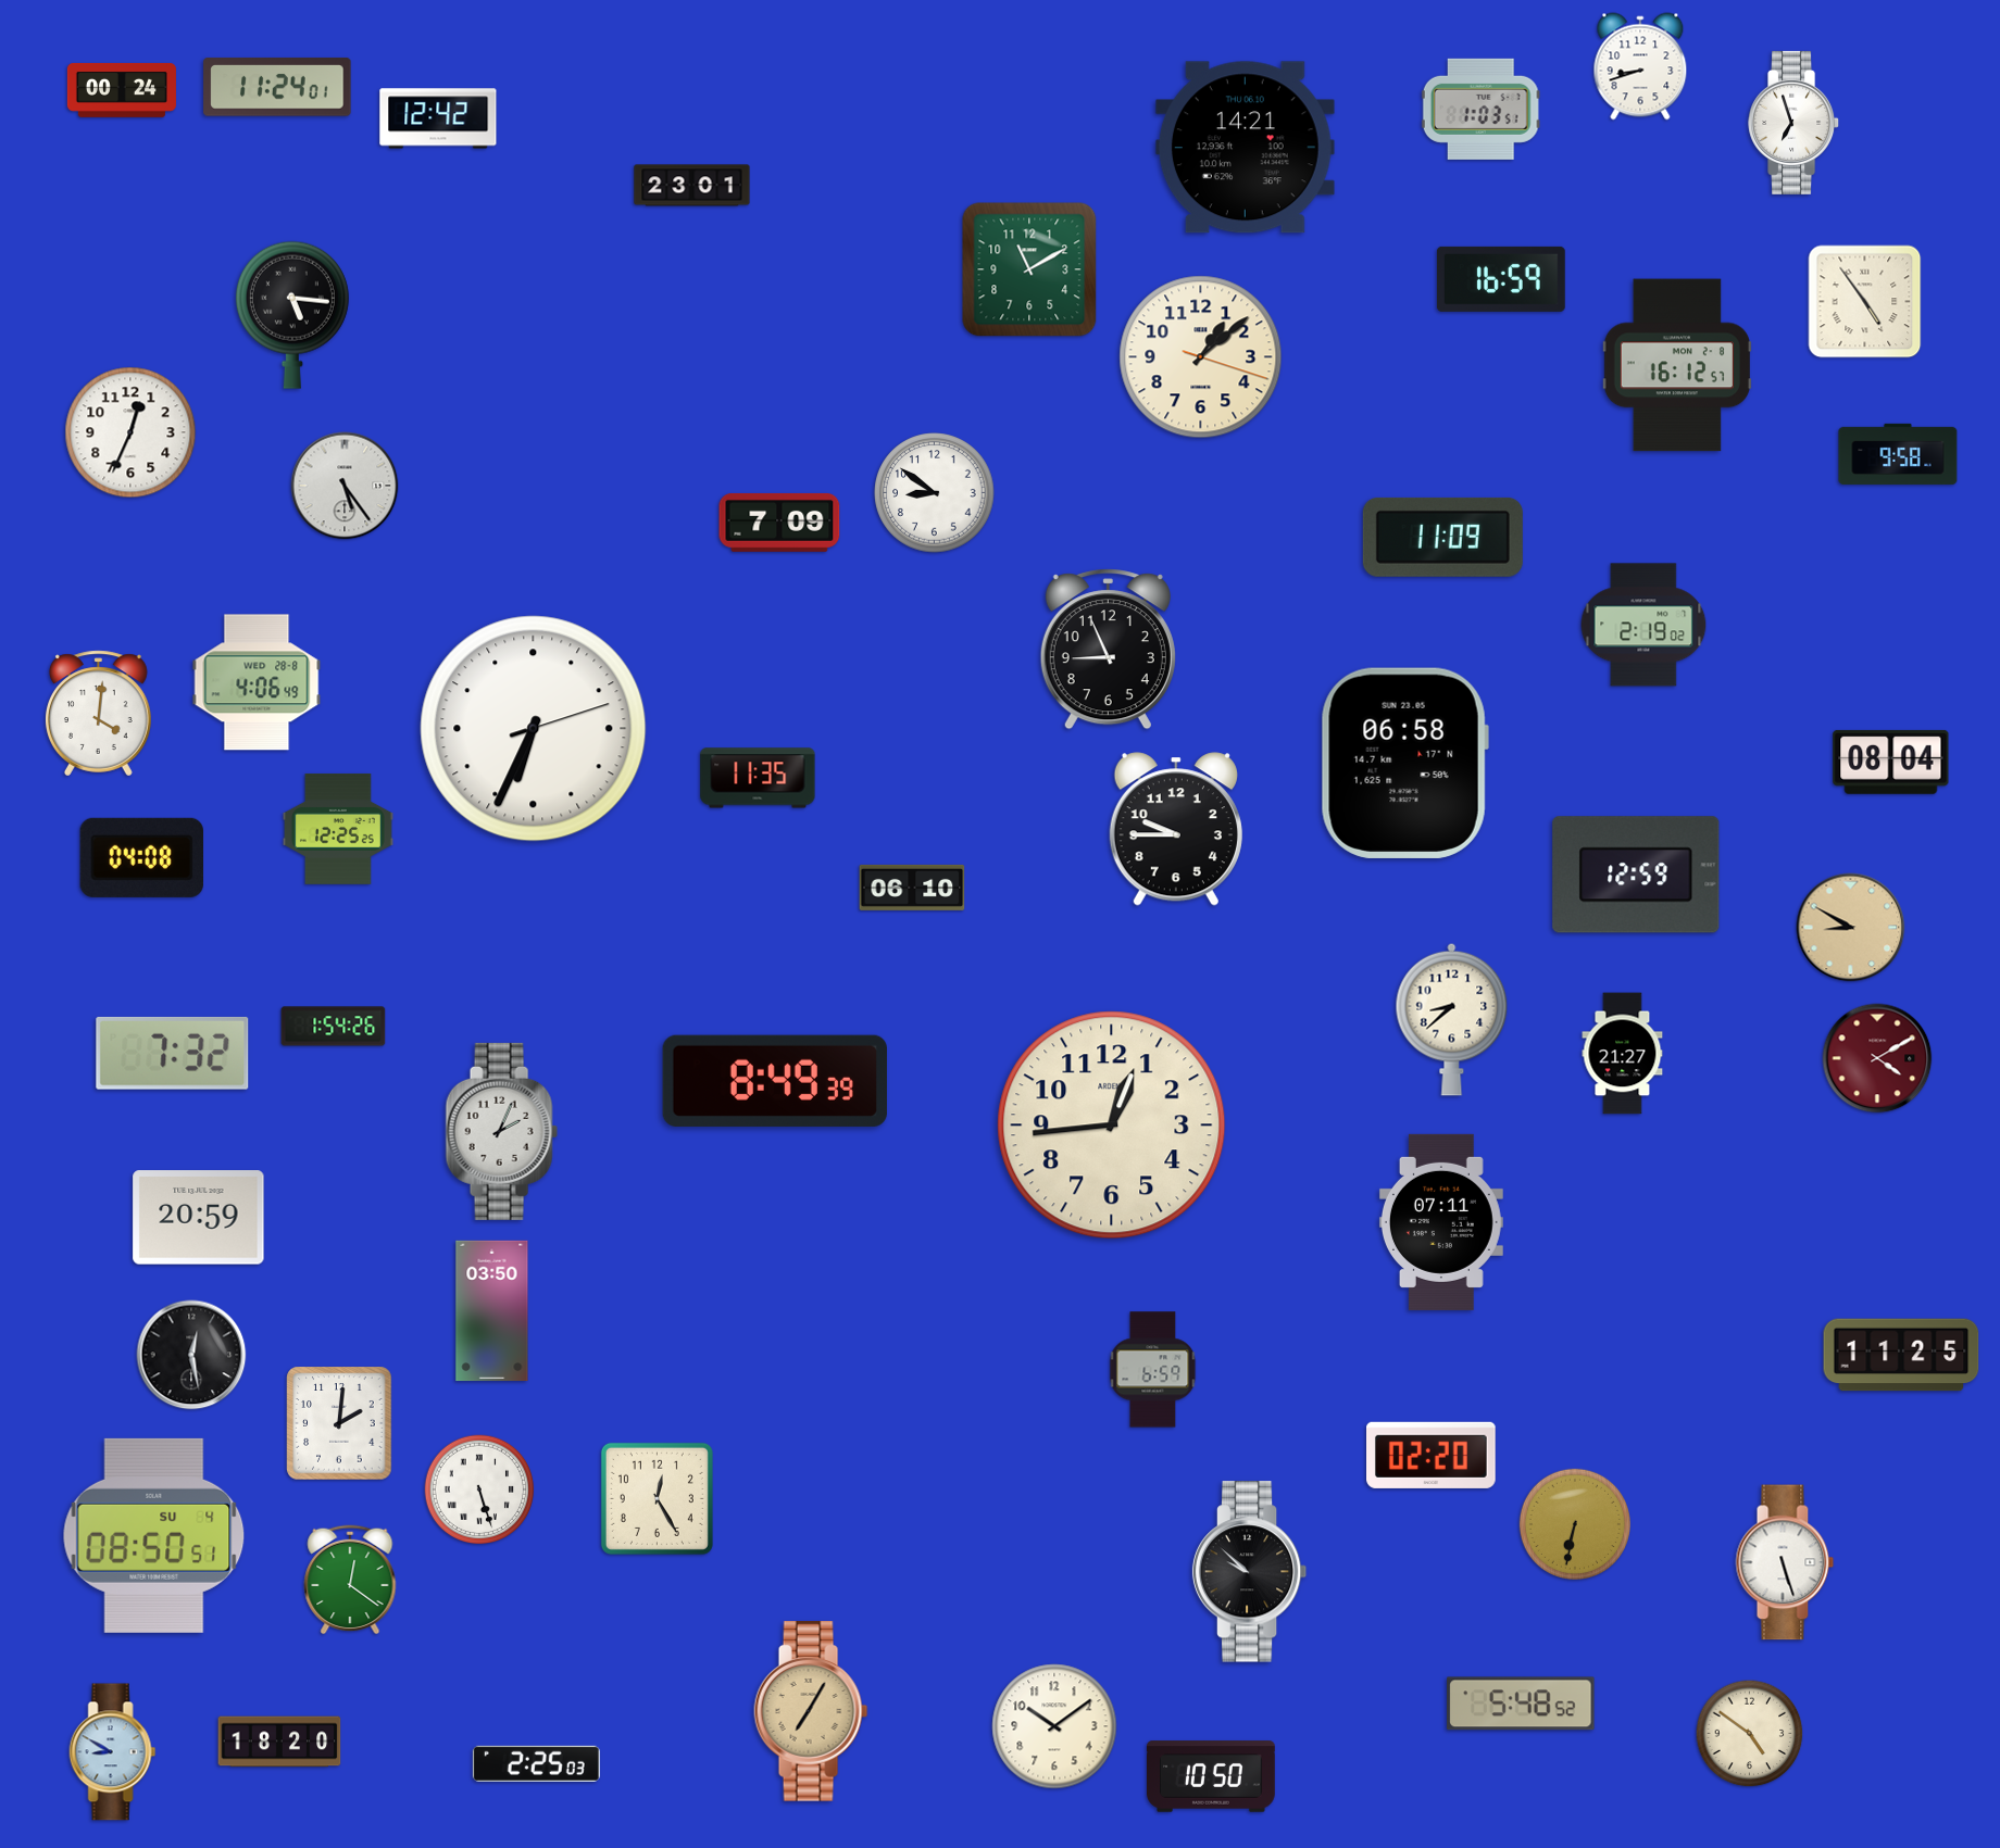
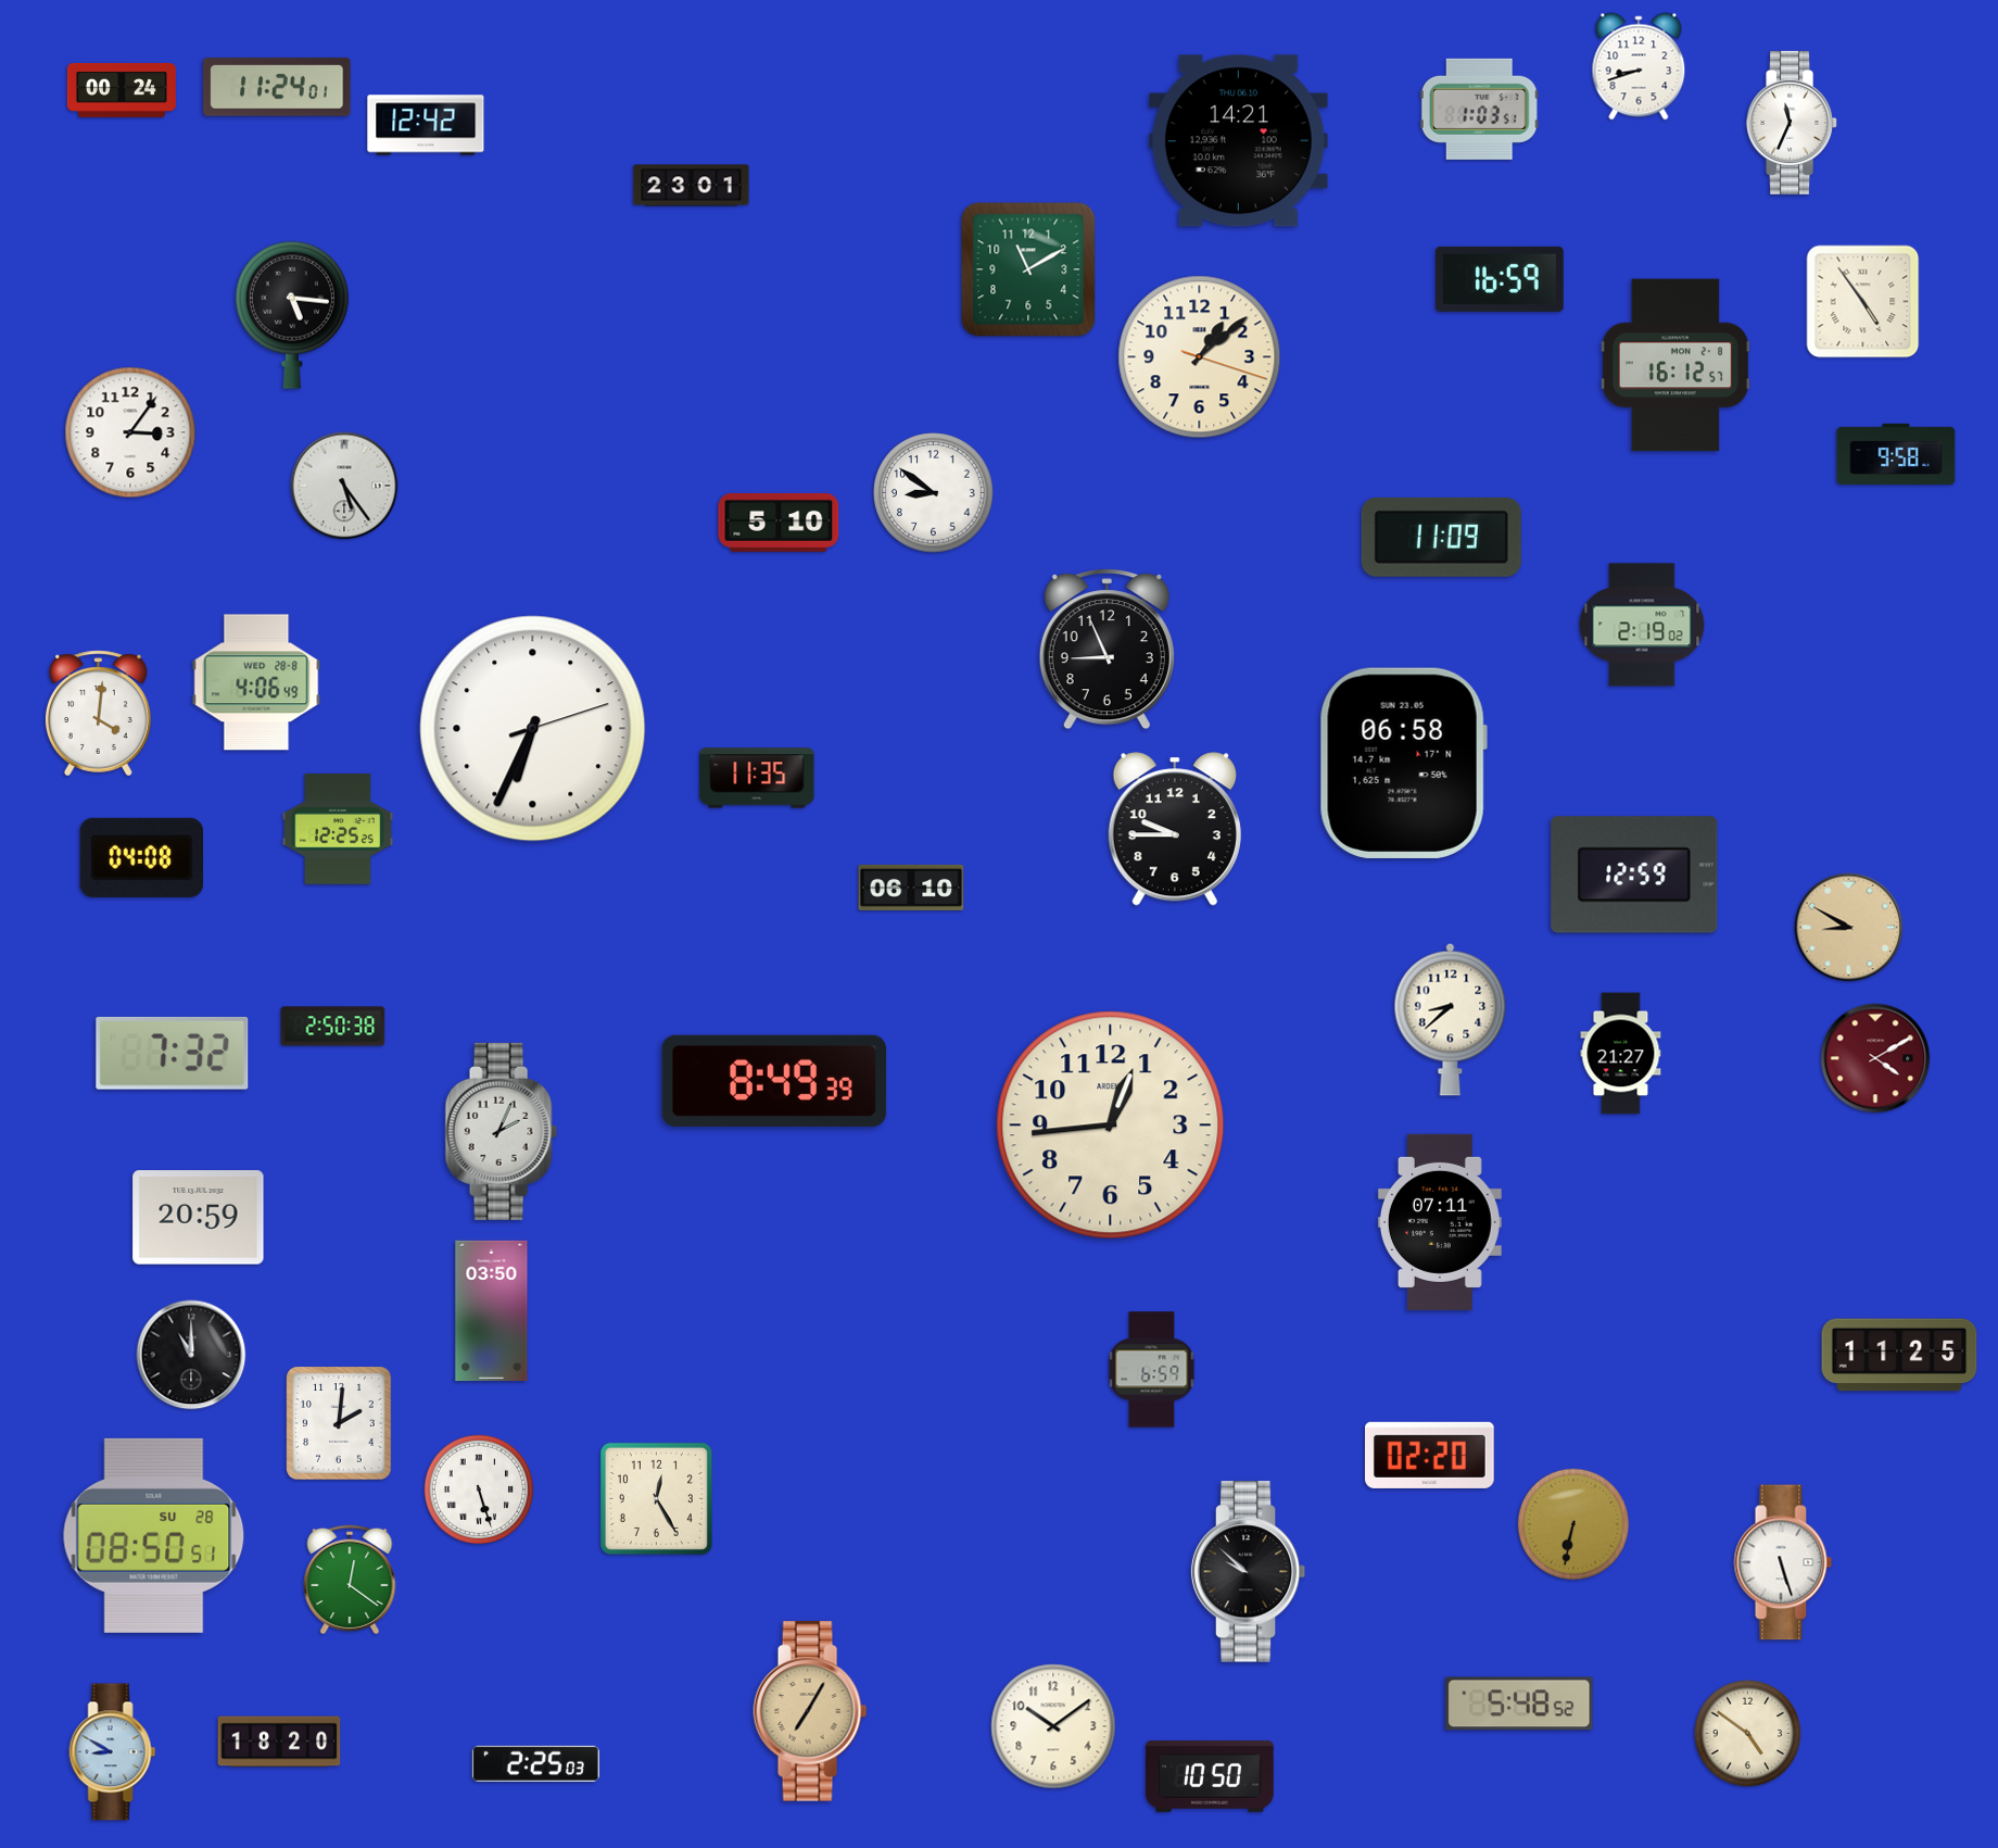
clock at (438, 118) position: (438, 118) -> (426, 125)
clock at (1795, 123): 6:57 -> 11:34
clock at (1245, 148) position: (1245, 148) -> (1238, 141)
clock at (130, 432): 12:34 -> 3:06
clock at (779, 523): 7:09 -> 5:10
clock at (1891, 762): 08:04 -> none
clock at (334, 1027): 1:54 -> 2:50
clock at (191, 1355): 12:28 -> 11:00
clock at (154, 1535) date: SU 4 -> SU 28
